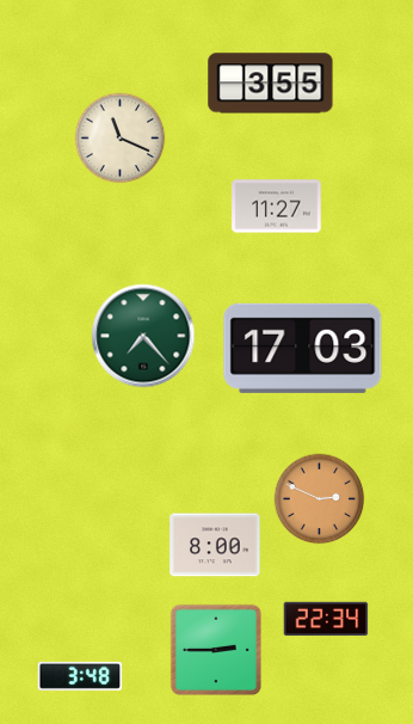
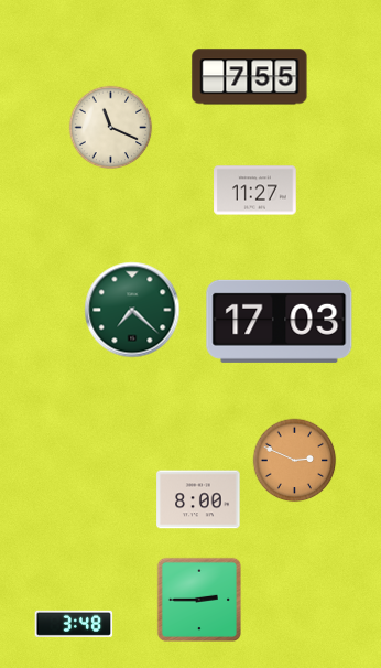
clock at (271, 84): 3:55 -> 7:55
clock at (143, 336): 7:23 -> 7:22
clock at (215, 545) position: (215, 545) -> (198, 499)
clock at (326, 619): 22:34 -> none
